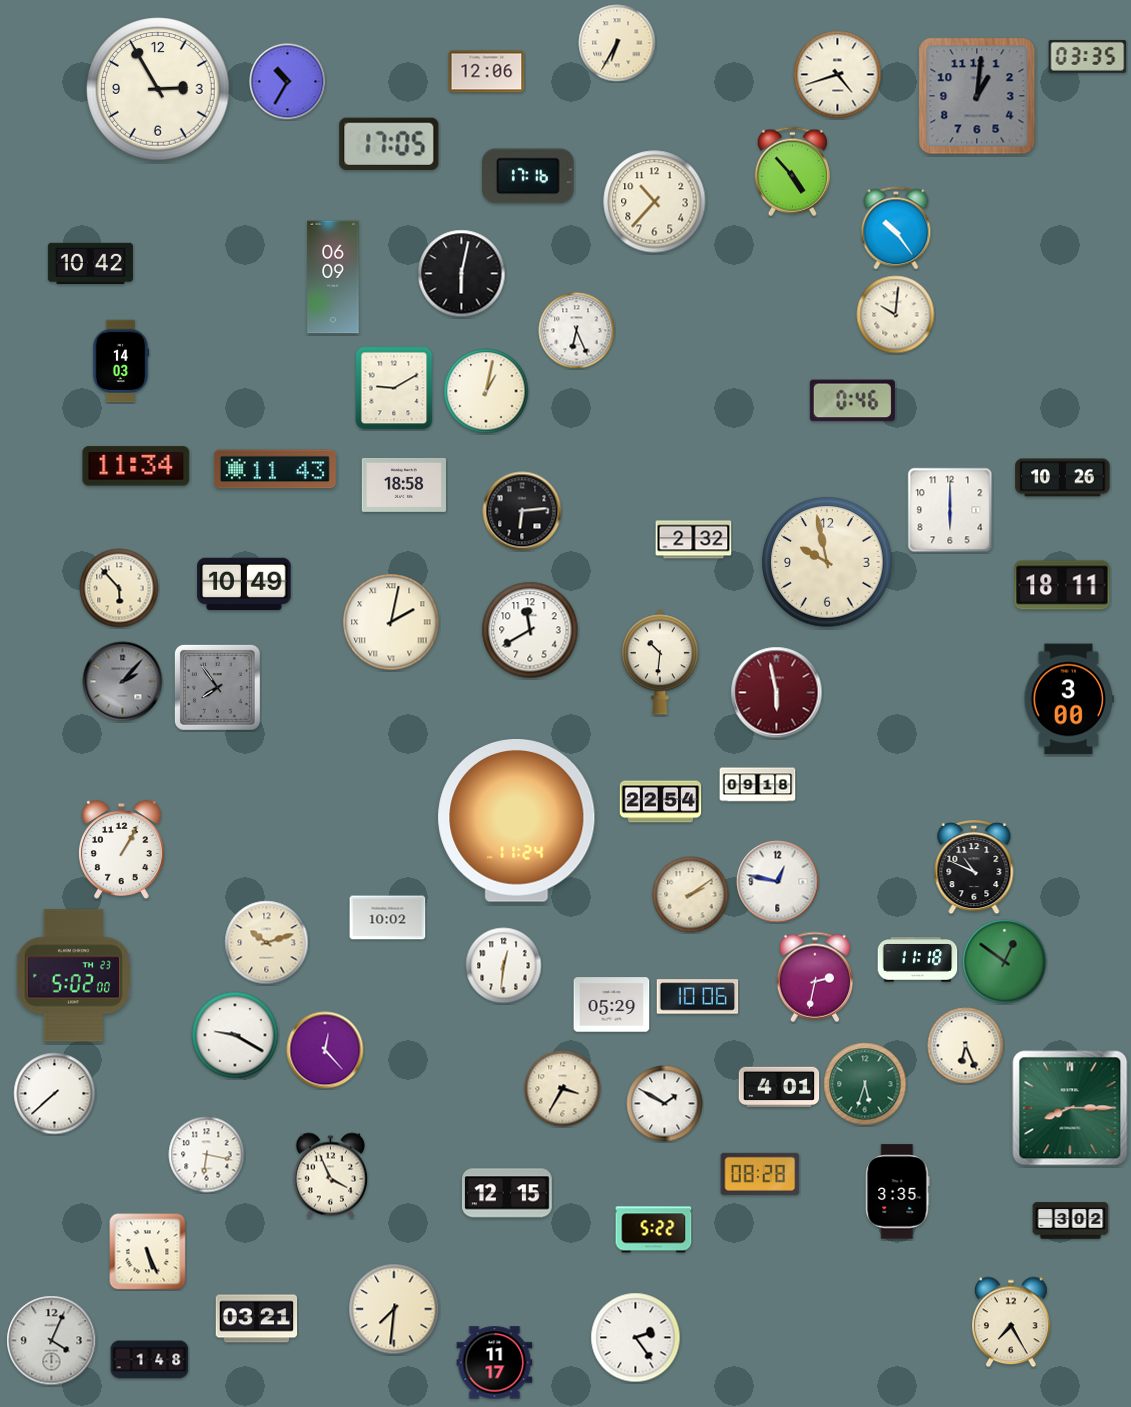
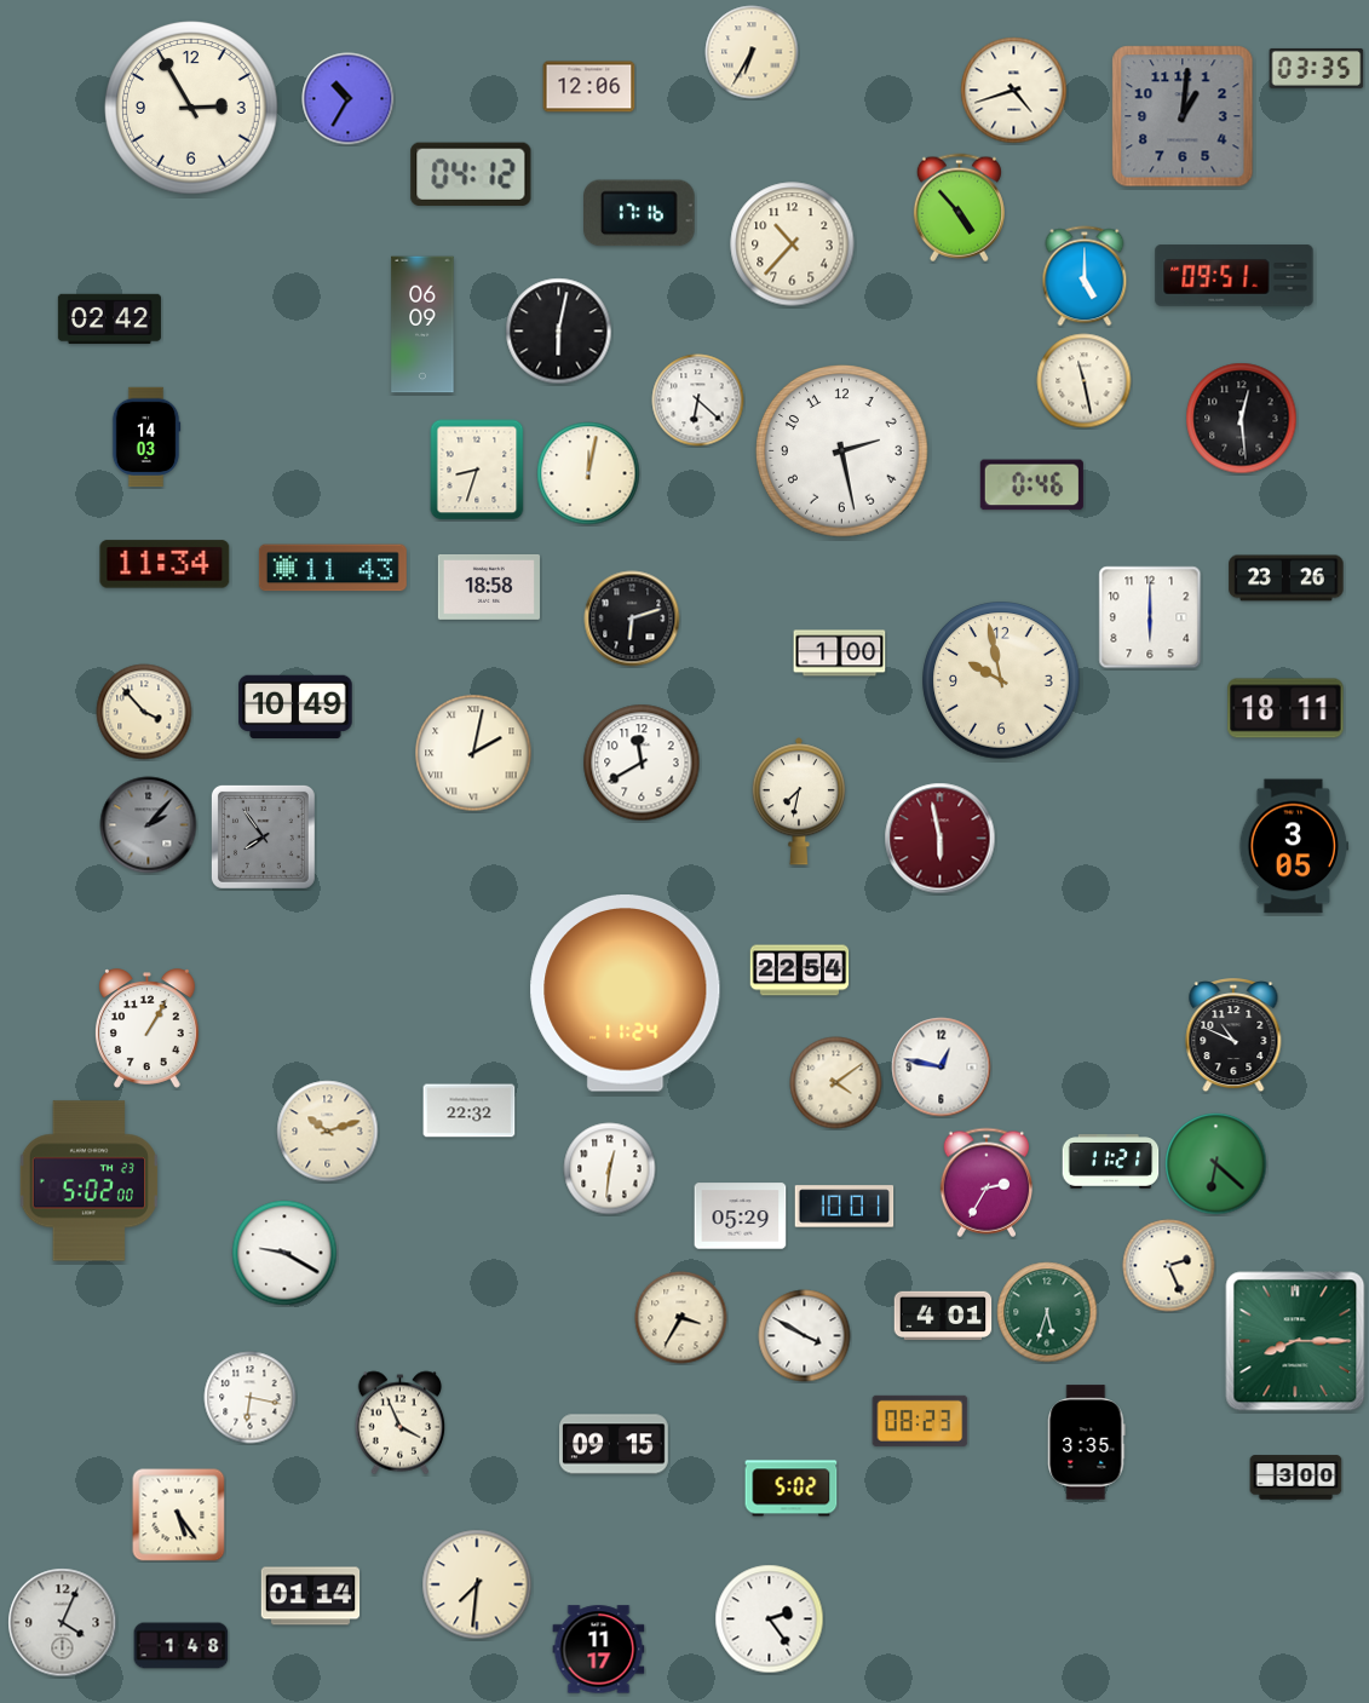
clock at (617, 43) position: (617, 43) -> (752, 52)
clock at (389, 144): 17:05 -> 04:12
clock at (896, 228): 10:24 -> 5:00
clock at (1235, 276): none -> 09:51
clock at (90, 264): 10:42 -> 02:42
clock at (333, 277) position: (333, 277) -> (422, 324)
clock at (896, 315): 10:01 -> 11:28
clock at (577, 331): 6:26 -> 6:22
clock at (1242, 419): none -> 12:29
clock at (842, 451): none -> 2:28
clock at (394, 388): 9:10 -> 8:33
clock at (486, 391): 1:02 -> 12:02
clock at (1063, 478): 10:26 -> 23:26
clock at (522, 511): 6:14 -> 6:12
clock at (694, 540): 2:32 -> 1:00
clock at (119, 588): 5:53 -> 3:53
clock at (660, 662): 10:31 -> 7:32
clock at (217, 687) position: (217, 687) -> (263, 836)
clock at (1068, 699): 3:00 -> 3:05
clock at (758, 785): 09:18 -> none
clock at (974, 868) position: (974, 868) -> (1233, 1036)
clock at (691, 895): 2:09 -> 4:09
clock at (388, 918): 10:02 -> 22:32
clock at (267, 943) position: (267, 943) -> (328, 1132)
clock at (918, 960): 11:18 -> 11:21
clock at (1005, 962): 12:51 -> 6:22
clock at (814, 977): 2:32 -> 2:35
clock at (698, 997): 10:06 -> 10:01
clock at (966, 1046): 6:26 -> 2:26
clock at (325, 1050): 12:23 -> none
clock at (55, 1094): 7:38 -> none
clock at (665, 1104): 1:50 -> 3:50
clock at (760, 1174): 08:28 -> 08:23
clock at (507, 1193): 12:15 -> 09:15
clock at (1071, 1221): 3:02 -> 3:00
clock at (654, 1230): 5:22 -> 5:02
clock at (148, 1252): 5:26 -> 5:24
clock at (257, 1319): 03:21 -> 01:14
clock at (1011, 1322): 7:25 -> none
